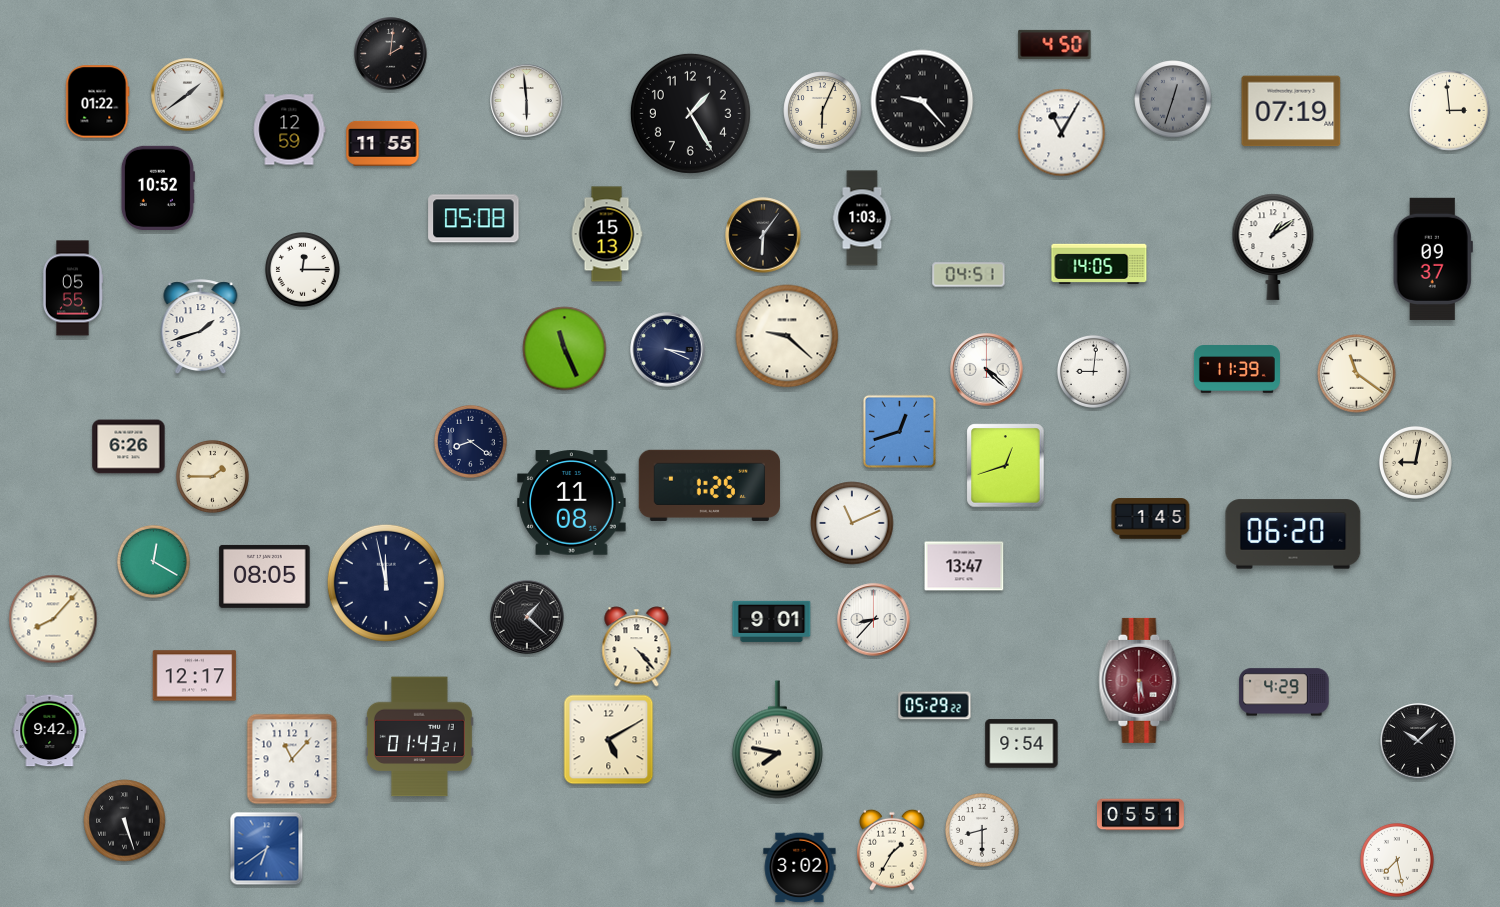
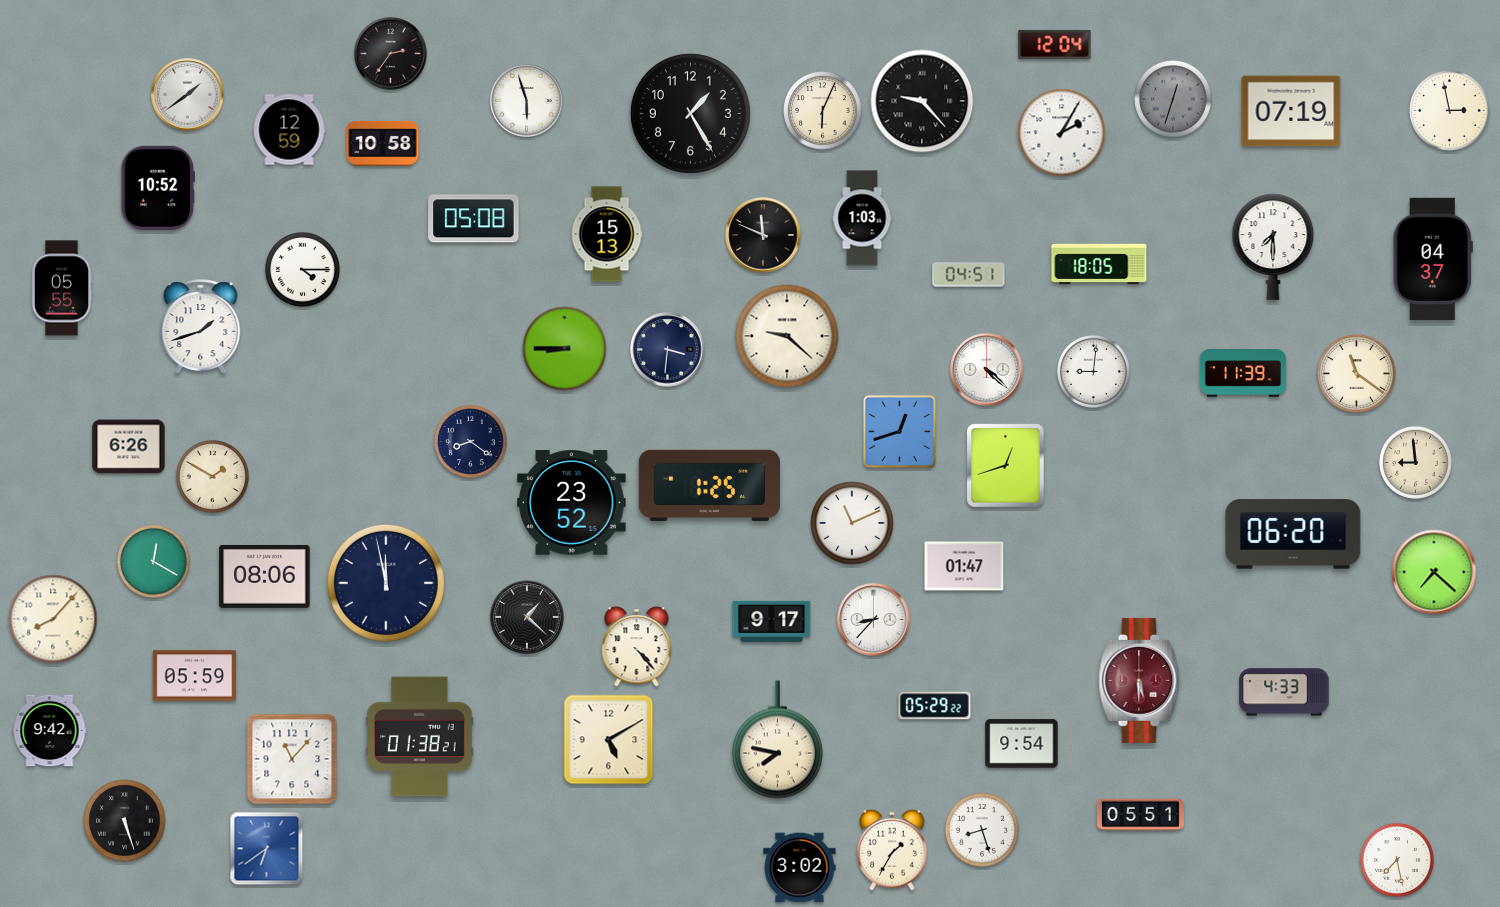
clock at (1055, 44): 4:50 -> 12:04
clock at (391, 54): 2:01 -> 2:36
clock at (527, 101): 5:59 -> 5:57
clock at (98, 102): 01:22 -> none
clock at (1450, 111): 2:59 -> 2:58
clock at (1062, 133): 11:05 -> 2:05
clock at (383, 143): 11:55 -> 10:58
clock at (763, 235): 6:06 -> 11:49
clock at (1273, 247): 1:09 -> 7:30
clock at (1433, 259): 09:37 -> 04:37
clock at (1099, 263): 14:05 -> 18:05
clock at (303, 270): 12:15 -> 4:15
clock at (73, 288) position: (73, 288) -> (62, 288)
clock at (565, 349): 11:26 -> 8:45
clock at (668, 350): 3:19 -> 3:31
clock at (1237, 370) position: (1237, 370) -> (1243, 374)
clock at (1415, 462): 9:02 -> 8:59
clock at (212, 476): 1:45 -> 1:50
clock at (572, 503): 11:08 -> 23:52
clock at (1151, 519): 1:45 -> none
clock at (964, 566): 13:47 -> 01:47
clock at (1434, 572): none -> 7:22
clock at (265, 576): 08:05 -> 08:06
clock at (772, 621): 9:01 -> 9:17
clock at (195, 676): 12:17 -> 05:59
clock at (1284, 692): 4:29 -> 4:33
clock at (419, 737): 01:43 -> 01:38
clock at (1418, 741): 10:08 -> none
clock at (982, 830): 8:30 -> 8:27
